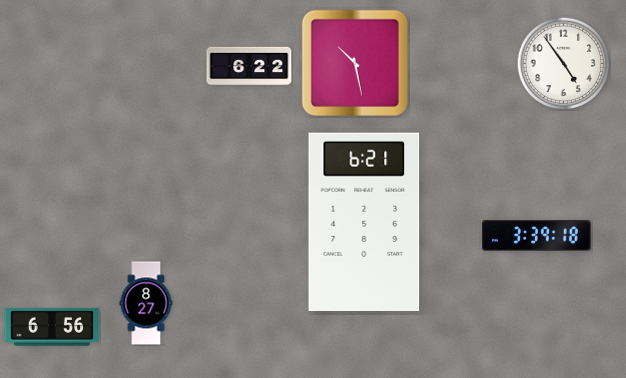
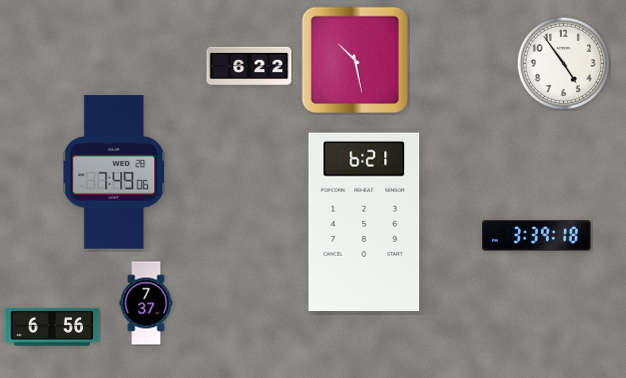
clock at (355, 63) position: (355, 63) -> (355, 60)
clock at (115, 172): none -> 7:49
clock at (146, 303): 8:27 -> 7:37
